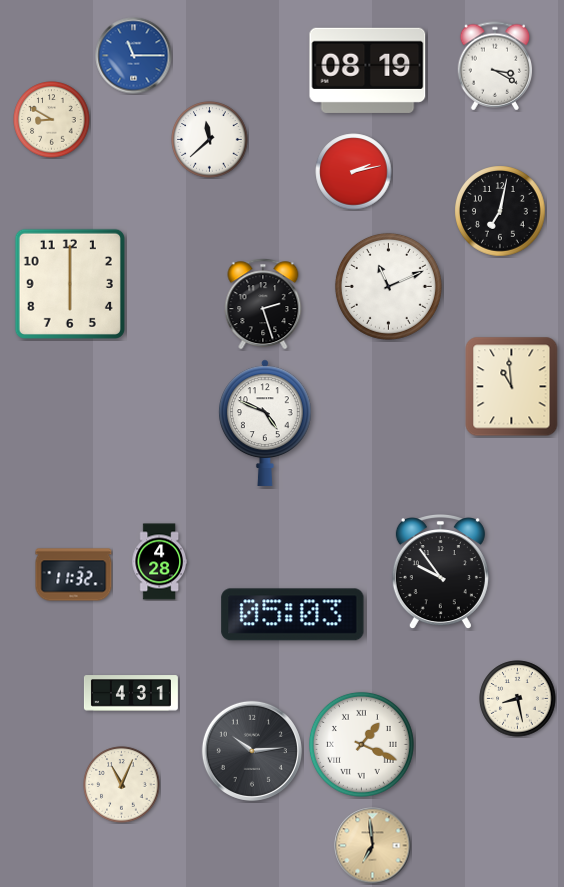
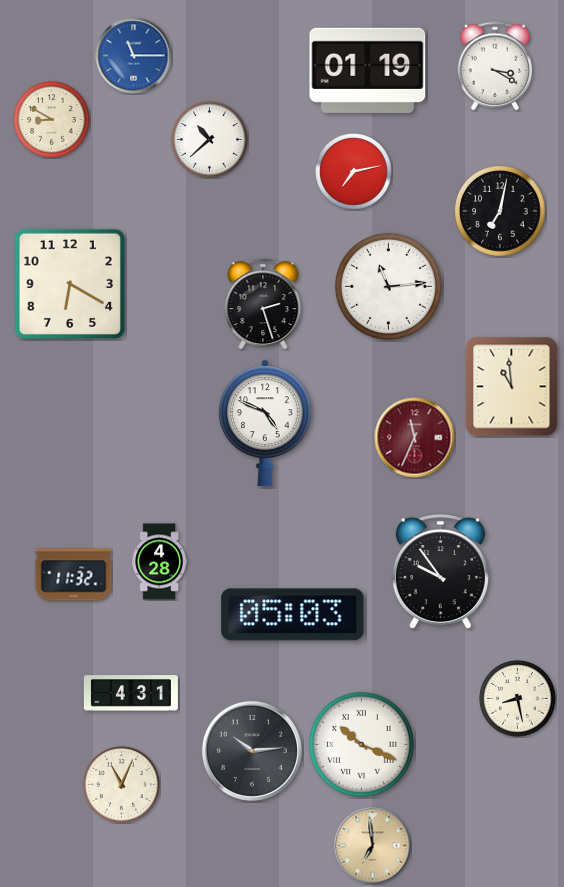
clock at (368, 70): 08:19 -> 01:19
clock at (210, 140): 11:38 -> 10:38
clock at (354, 172): 2:13 -> 7:13
clock at (70, 284): 6:00 -> 6:20
clock at (388, 286): 11:11 -> 11:14
clock at (415, 438): none -> 11:34
clock at (361, 744): 1:19 -> 10:19
